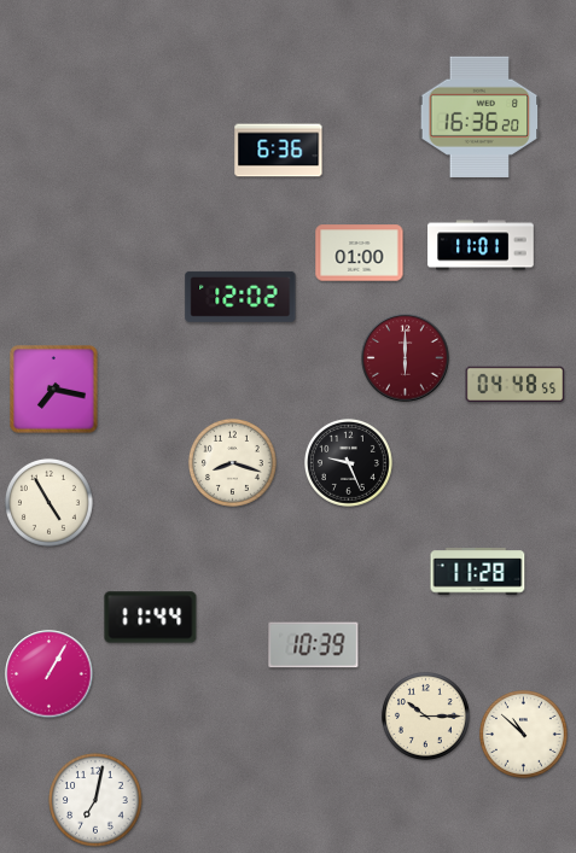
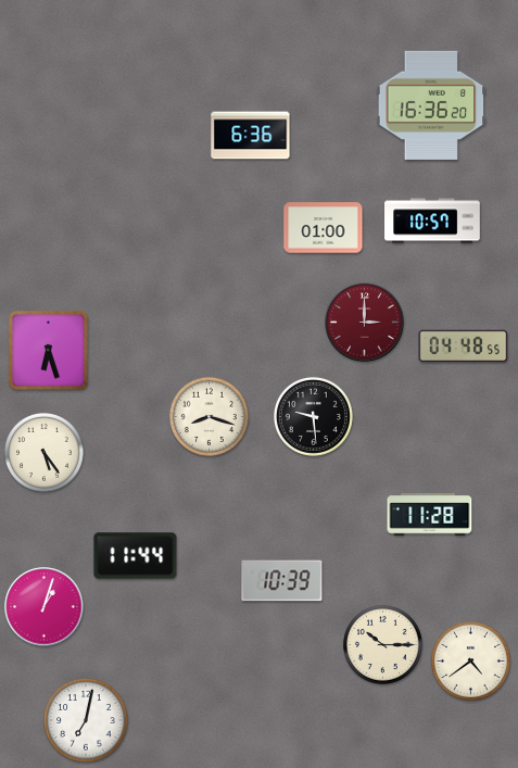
clock at (481, 245): 11:01 -> 10:57
clock at (240, 297): 12:02 -> none
clock at (406, 358): 6:00 -> 3:00
clock at (54, 390): 7:17 -> 6:27
clock at (348, 462): 9:26 -> 9:29
clock at (48, 502): 4:55 -> 5:24
clock at (50, 674): 1:05 -> 1:03
clock at (523, 734): 10:52 -> 4:39
